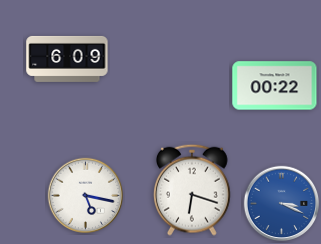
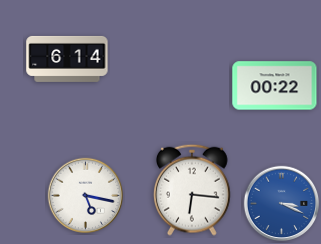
clock at (67, 59): 6:09 -> 6:14
clock at (193, 190): 6:18 -> 6:16
